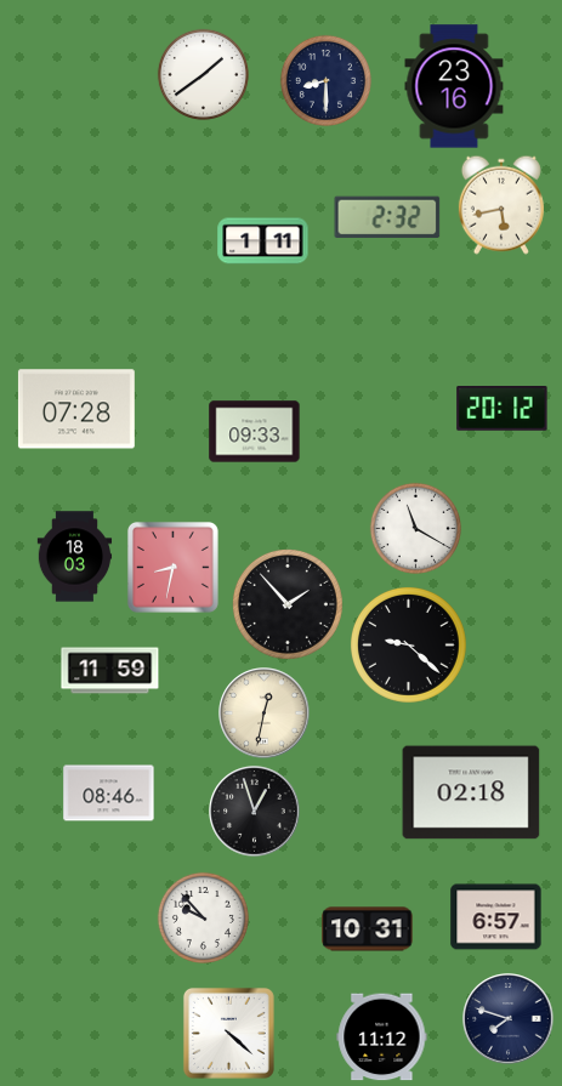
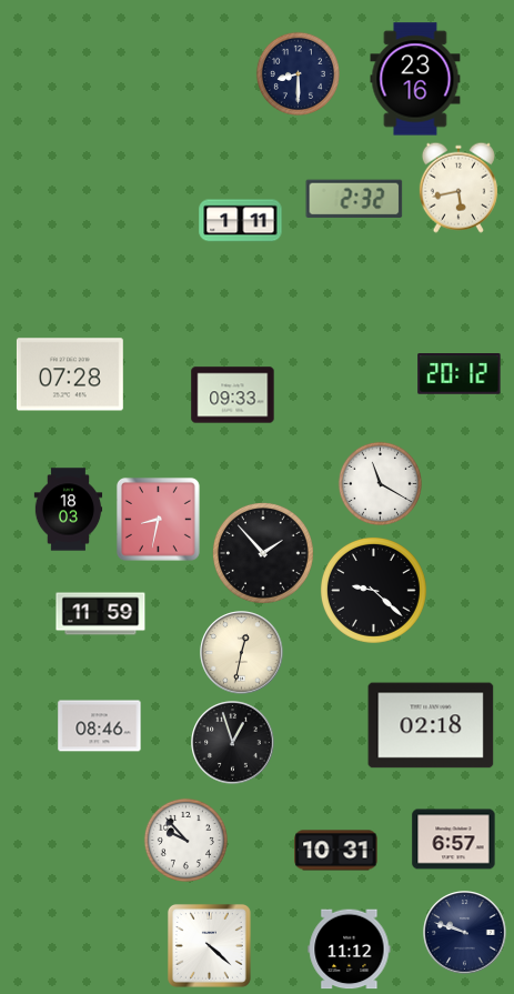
clock at (203, 74): 1:39 -> none
clock at (509, 1019): 7:48 -> 9:48
